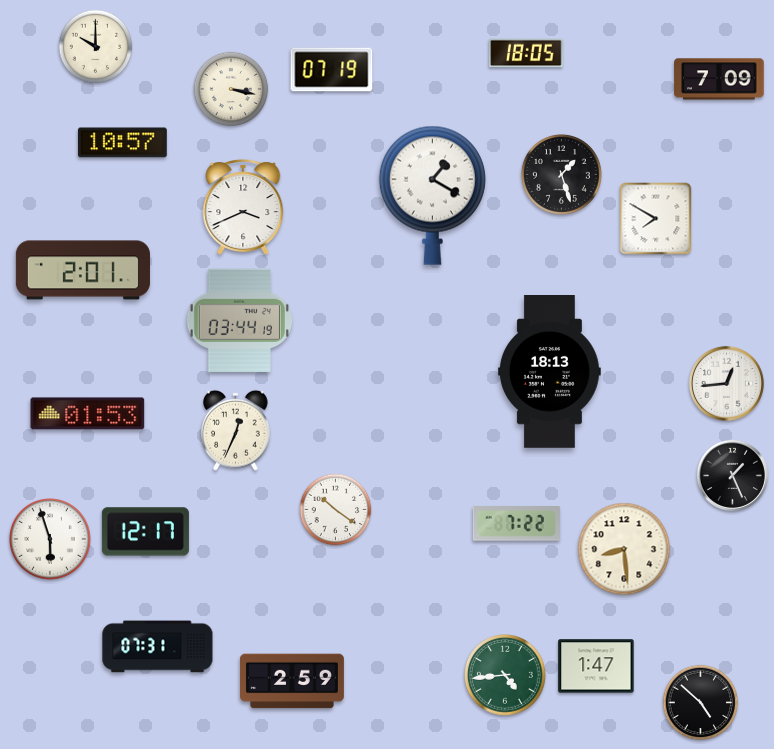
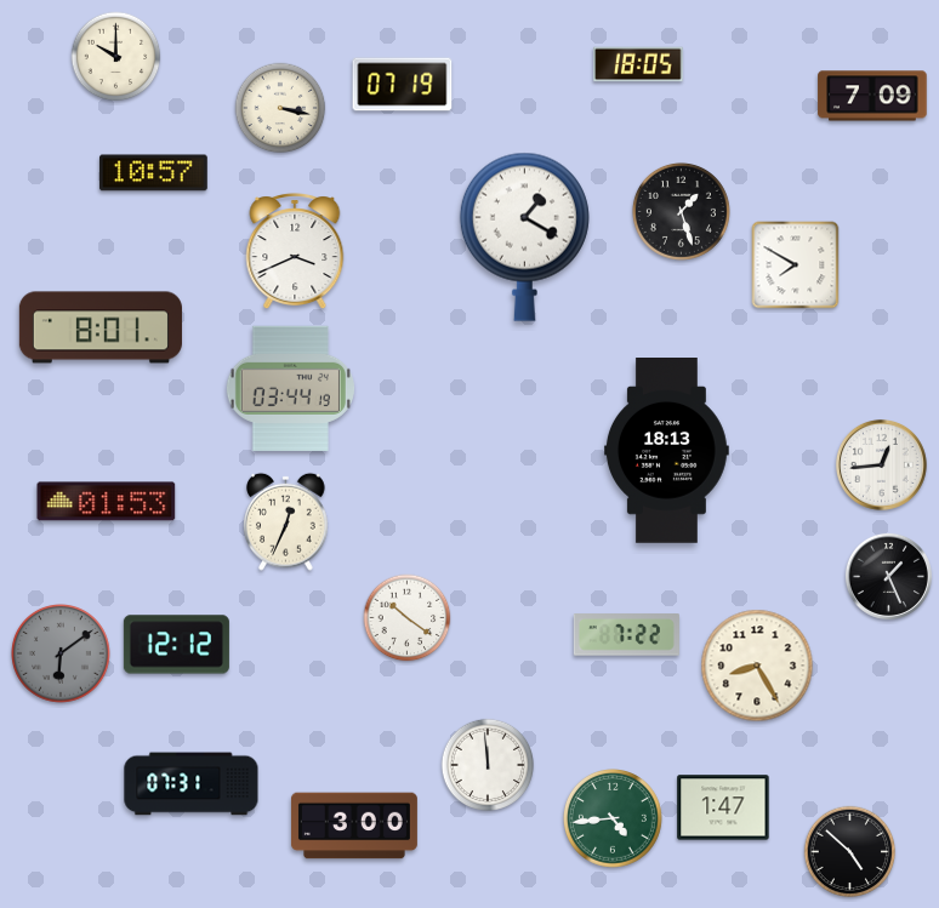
clock at (123, 143) position: (123, 143) -> (154, 173)
clock at (83, 270): 2:01 -> 8:01
clock at (145, 532): 12:17 -> 12:12
clock at (51, 540): 5:57 -> 6:09
clock at (51, 540) dial: white -> grey
clock at (624, 549): 8:29 -> 8:25
clock at (486, 764): none -> 11:59
clock at (292, 681): 2:59 -> 3:00
